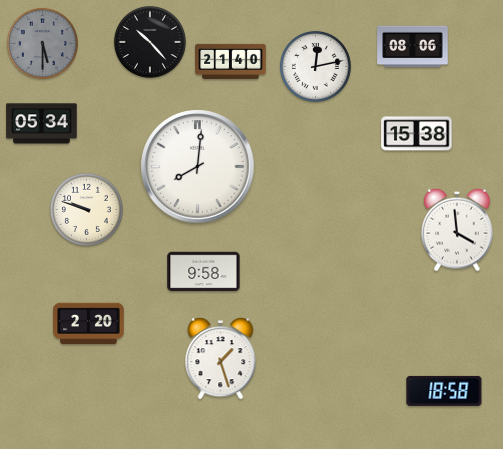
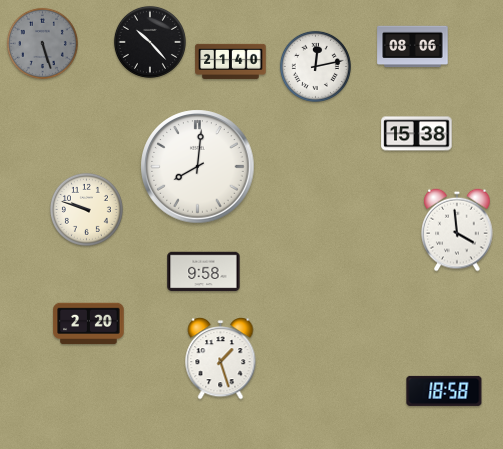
clock at (42, 43): 5:30 -> 5:27
clock at (42, 124): 05:34 -> none
